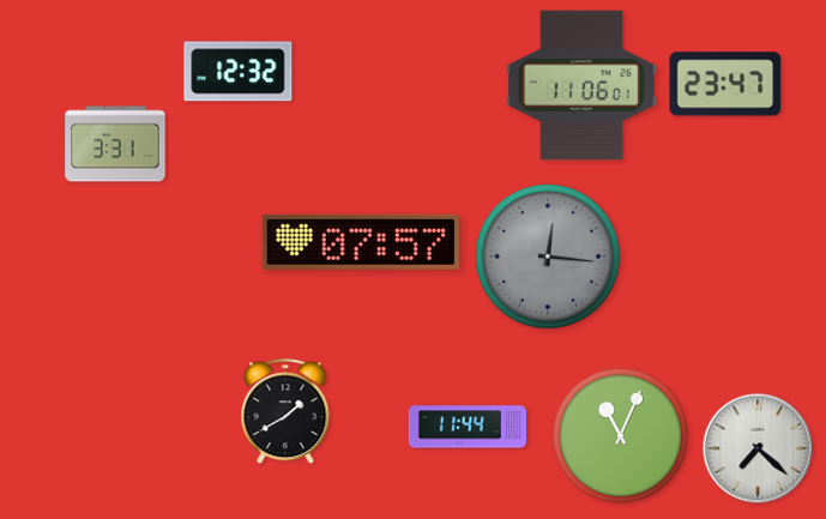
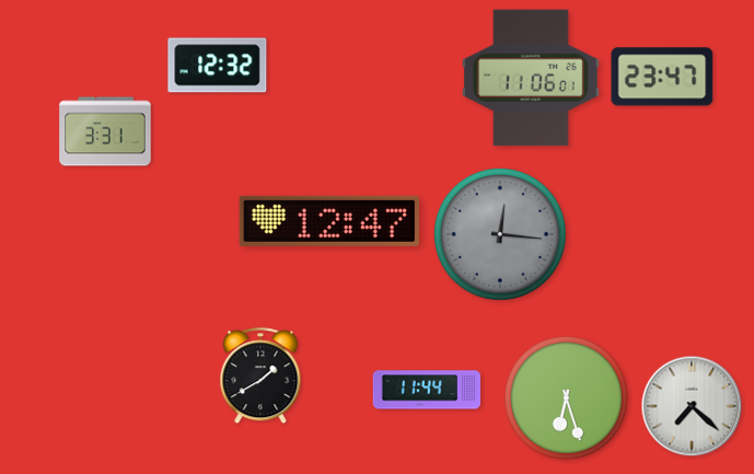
clock at (361, 242): 07:57 -> 12:47
clock at (620, 435): 11:04 -> 6:27
clock at (758, 448) position: (758, 448) -> (692, 406)
